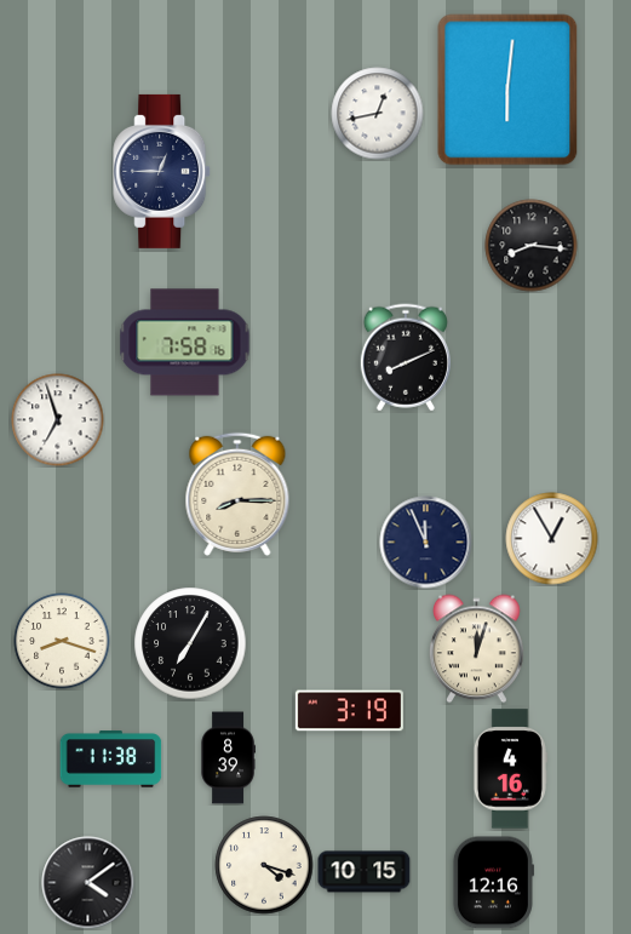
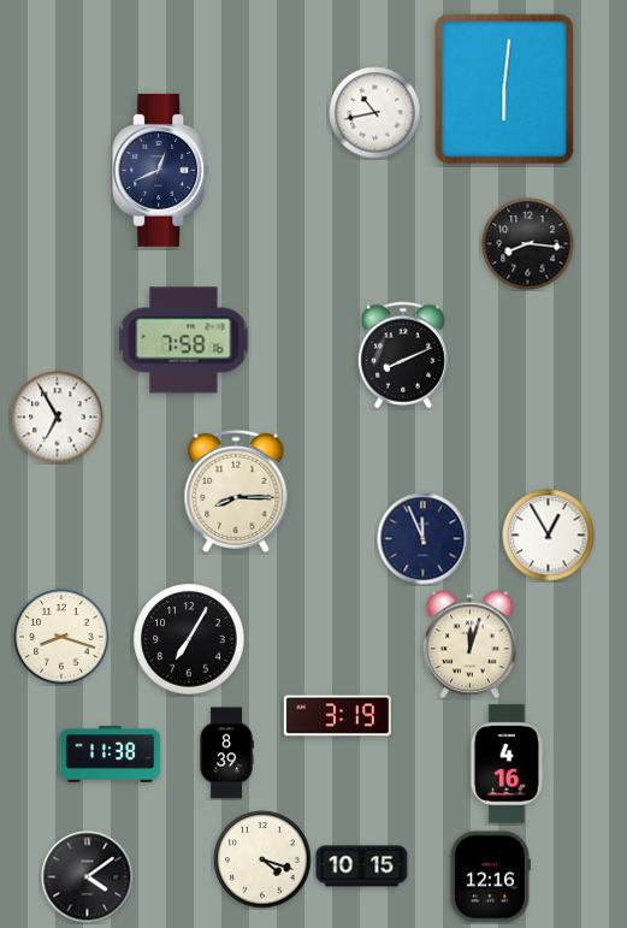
clock at (378, 114): 12:43 -> 10:43
clock at (162, 171): 12:45 -> 12:41
clock at (58, 420): 6:57 -> 6:55
clock at (477, 649) position: (477, 649) -> (471, 645)
clock at (349, 711) position: (349, 711) -> (337, 716)
